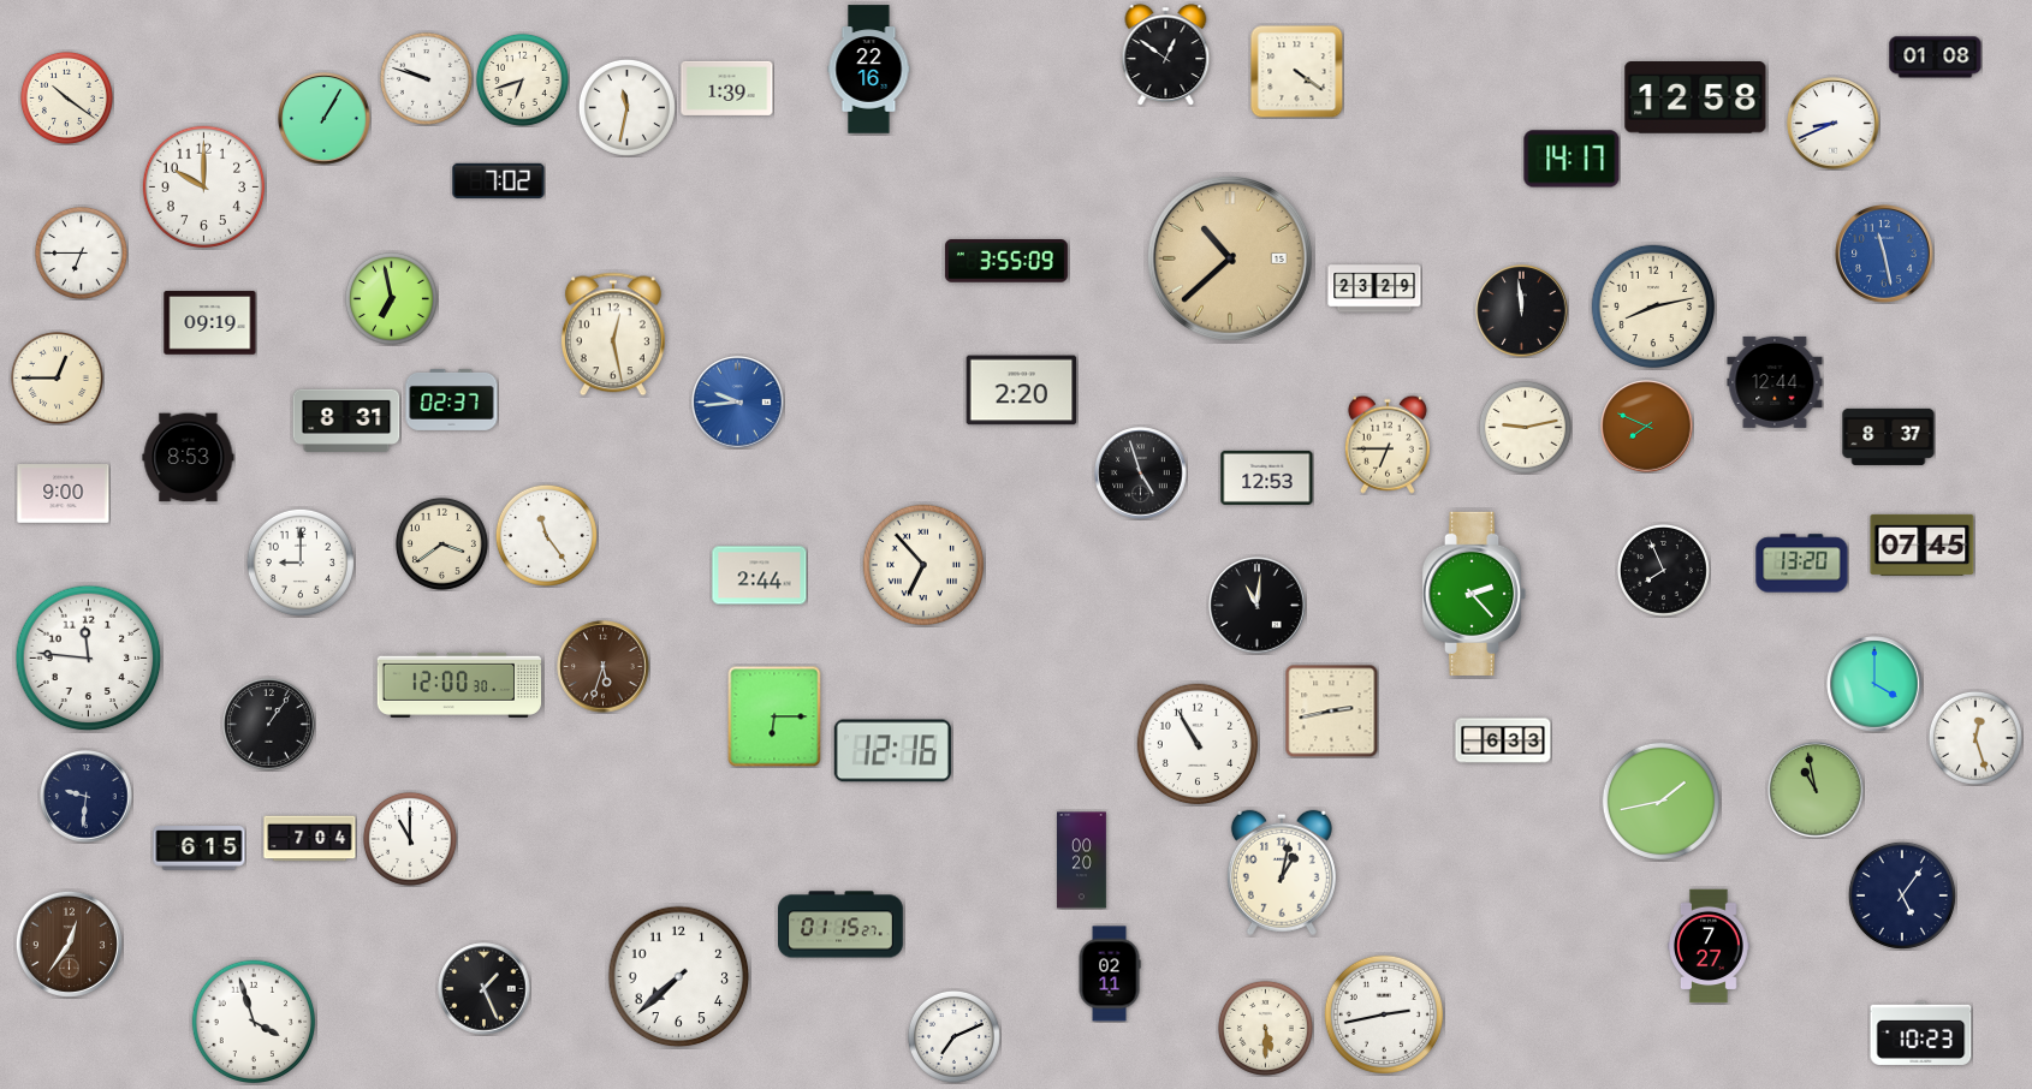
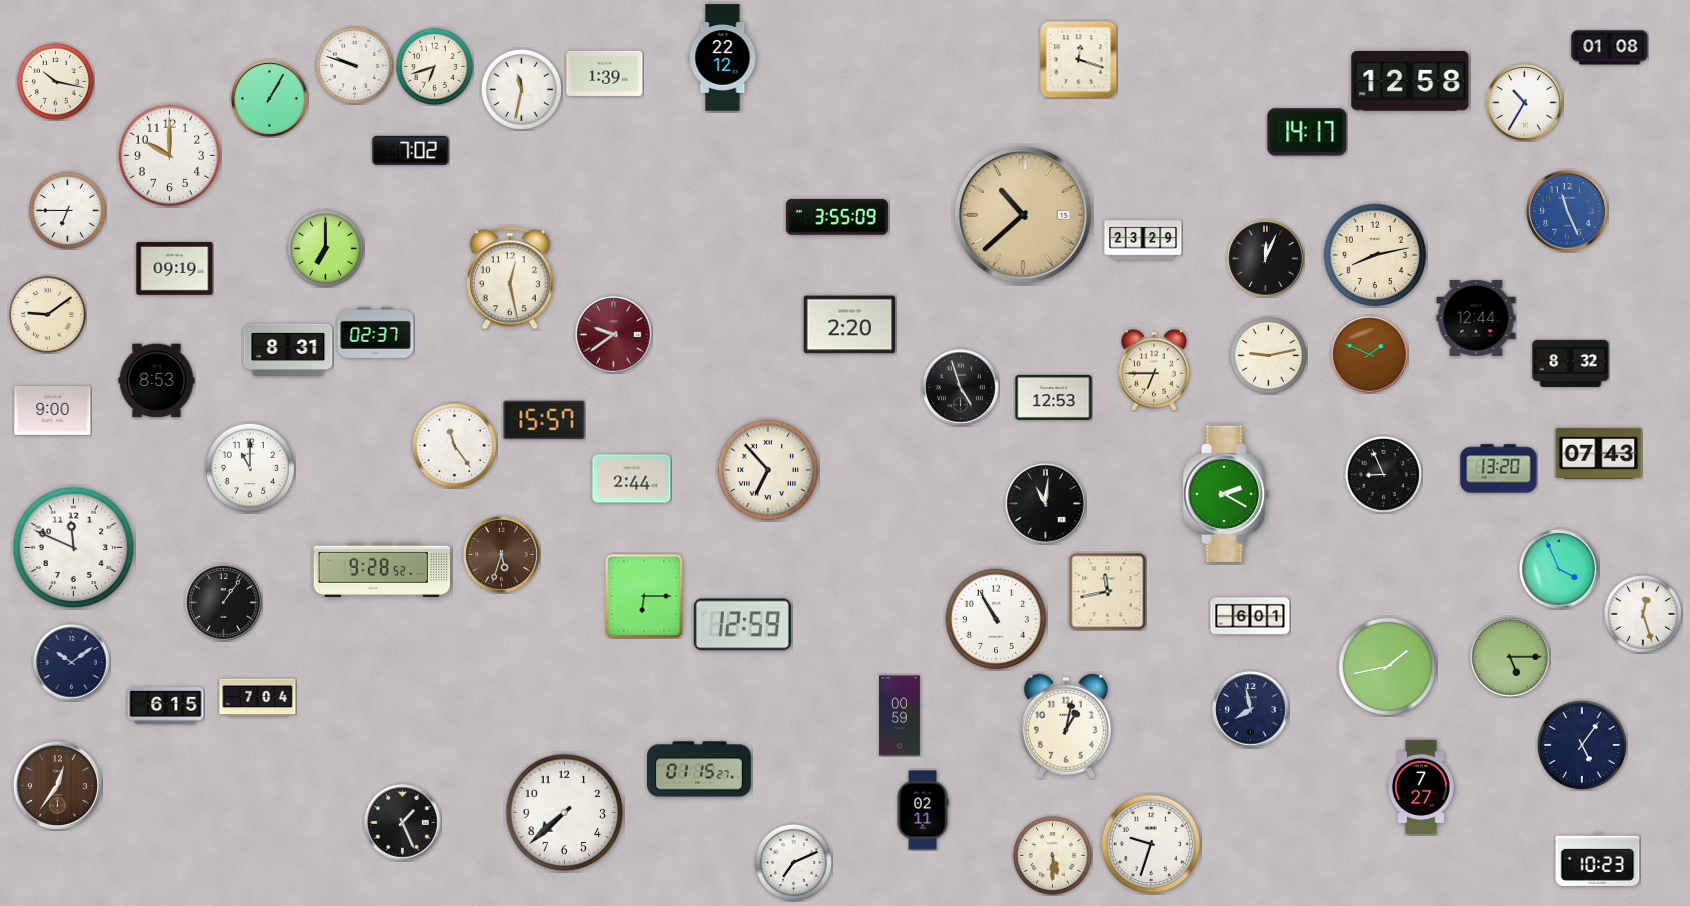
clock at (1166, 55): 12:51 -> none
clock at (869, 70): 22:16 -> 22:12
clock at (1296, 71): 4:21 -> 12:18
clock at (66, 97): 10:21 -> 10:17
clock at (1834, 124): 8:41 -> 10:35
clock at (499, 180) position: (499, 180) -> (411, 150)
clock at (1885, 255): 11:28 -> 11:26
clock at (391, 298): 6:58 -> 7:00
clock at (1522, 311): 11:59 -> 12:04
clock at (57, 377): 12:45 -> 9:09
clock at (738, 403): 9:44 -> 9:39
clock at (738, 403) dial: blue -> burgundy
clock at (1647, 427): 7:49 -> 1:49
clock at (1889, 436): 8:37 -> 8:32
clock at (1141, 474) position: (1141, 474) -> (961, 388)
clock at (544, 420): none -> 15:57
clock at (441, 543): 3:39 -> none
clock at (1923, 544): 07:45 -> 07:43
clock at (301, 563): 9:00 -> 11:00
clock at (1663, 570): 7:56 -> 8:56
clock at (1474, 594): 2:23 -> 2:20
clock at (89, 659): 11:46 -> 11:49
clock at (1874, 684): 4:00 -> 3:56
clock at (458, 685): 12:00 -> 9:28
clock at (1331, 710): 2:43 -> 11:43
clock at (1503, 740): 6:33 -> 6:01
clock at (892, 751): 12:16 -> 12:59
clock at (1816, 790): 10:58 -> 5:15
clock at (87, 797): 9:31 -> 10:09
clock at (1660, 801) position: (1660, 801) -> (1387, 666)
clock at (410, 839): 11:00 -> none
clock at (1251, 710): none -> 7:58
clock at (1082, 861): 00:20 -> 00:59
clock at (1383, 1013): 2:43 -> 9:33
clock at (252, 1020): 3:57 -> none
